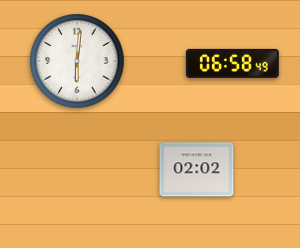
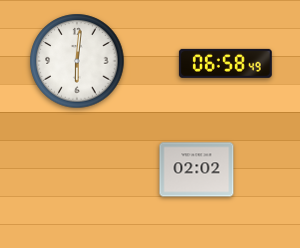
clock at (232, 63) position: (232, 63) -> (225, 63)
